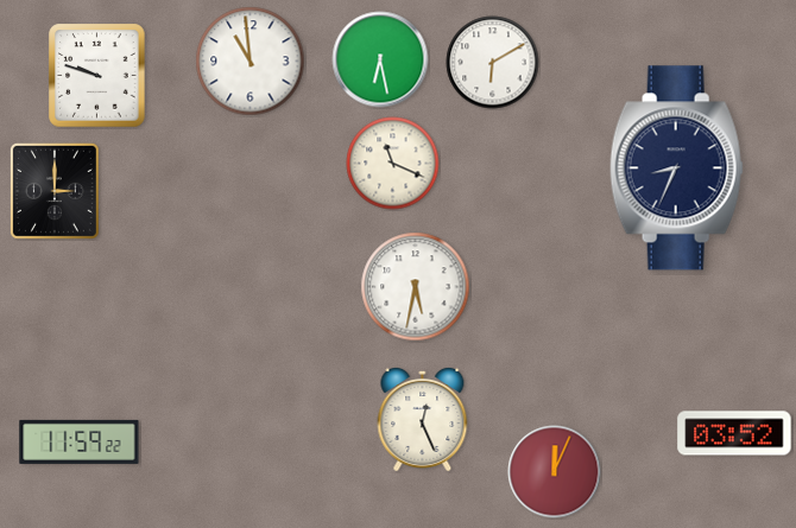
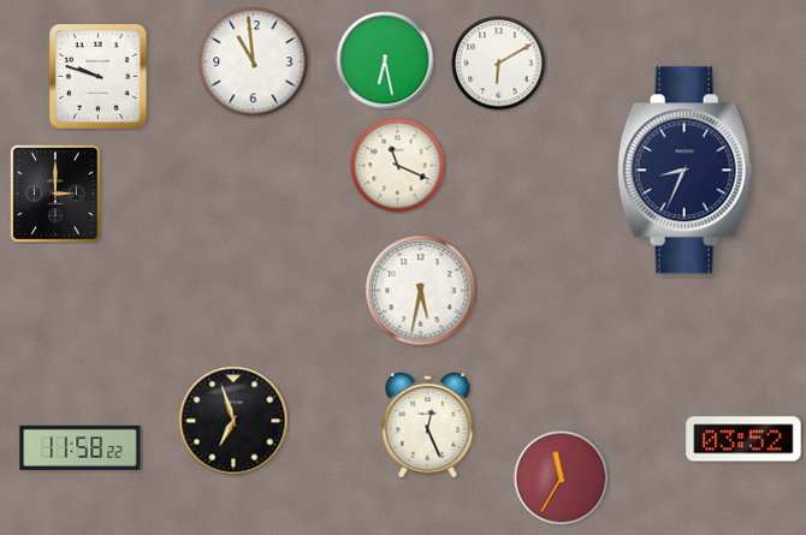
clock at (233, 421): none -> 6:57
clock at (80, 441): 11:59 -> 11:58
clock at (555, 472): 12:04 -> 11:35
